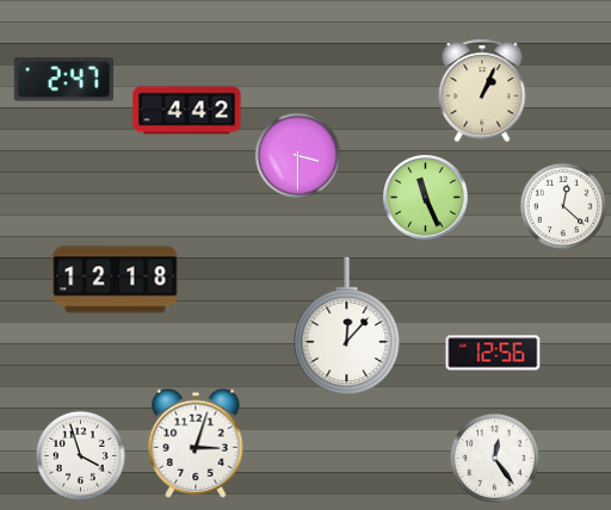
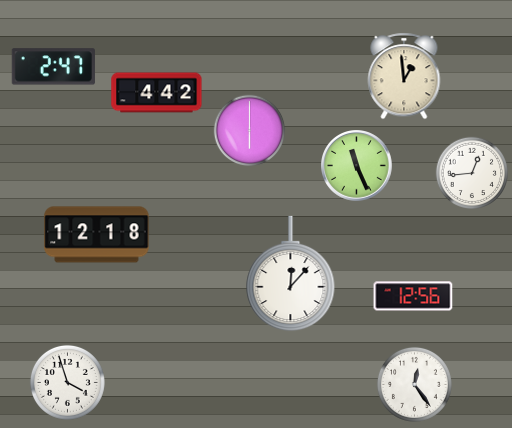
clock at (482, 91): 1:04 -> 12:59
clock at (298, 156): 3:30 -> 6:00
clock at (562, 205): 12:22 -> 12:44
clock at (196, 443): 3:03 -> none
